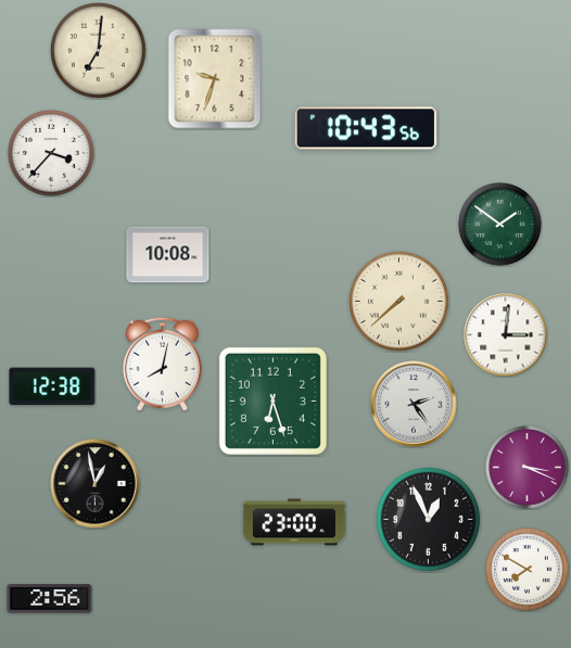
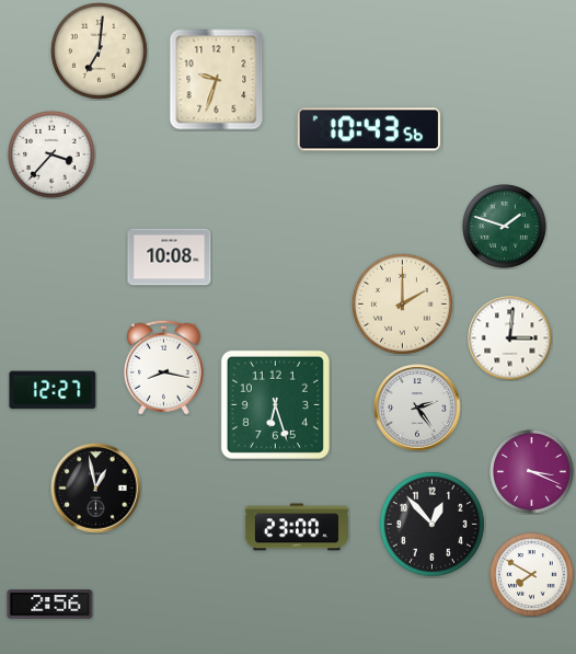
clock at (500, 225): 1:51 -> 1:48
clock at (398, 301): 7:38 -> 2:00
clock at (162, 364): 8:02 -> 8:17
clock at (52, 386): 12:38 -> 12:27
clock at (428, 519): 12:56 -> 12:53
